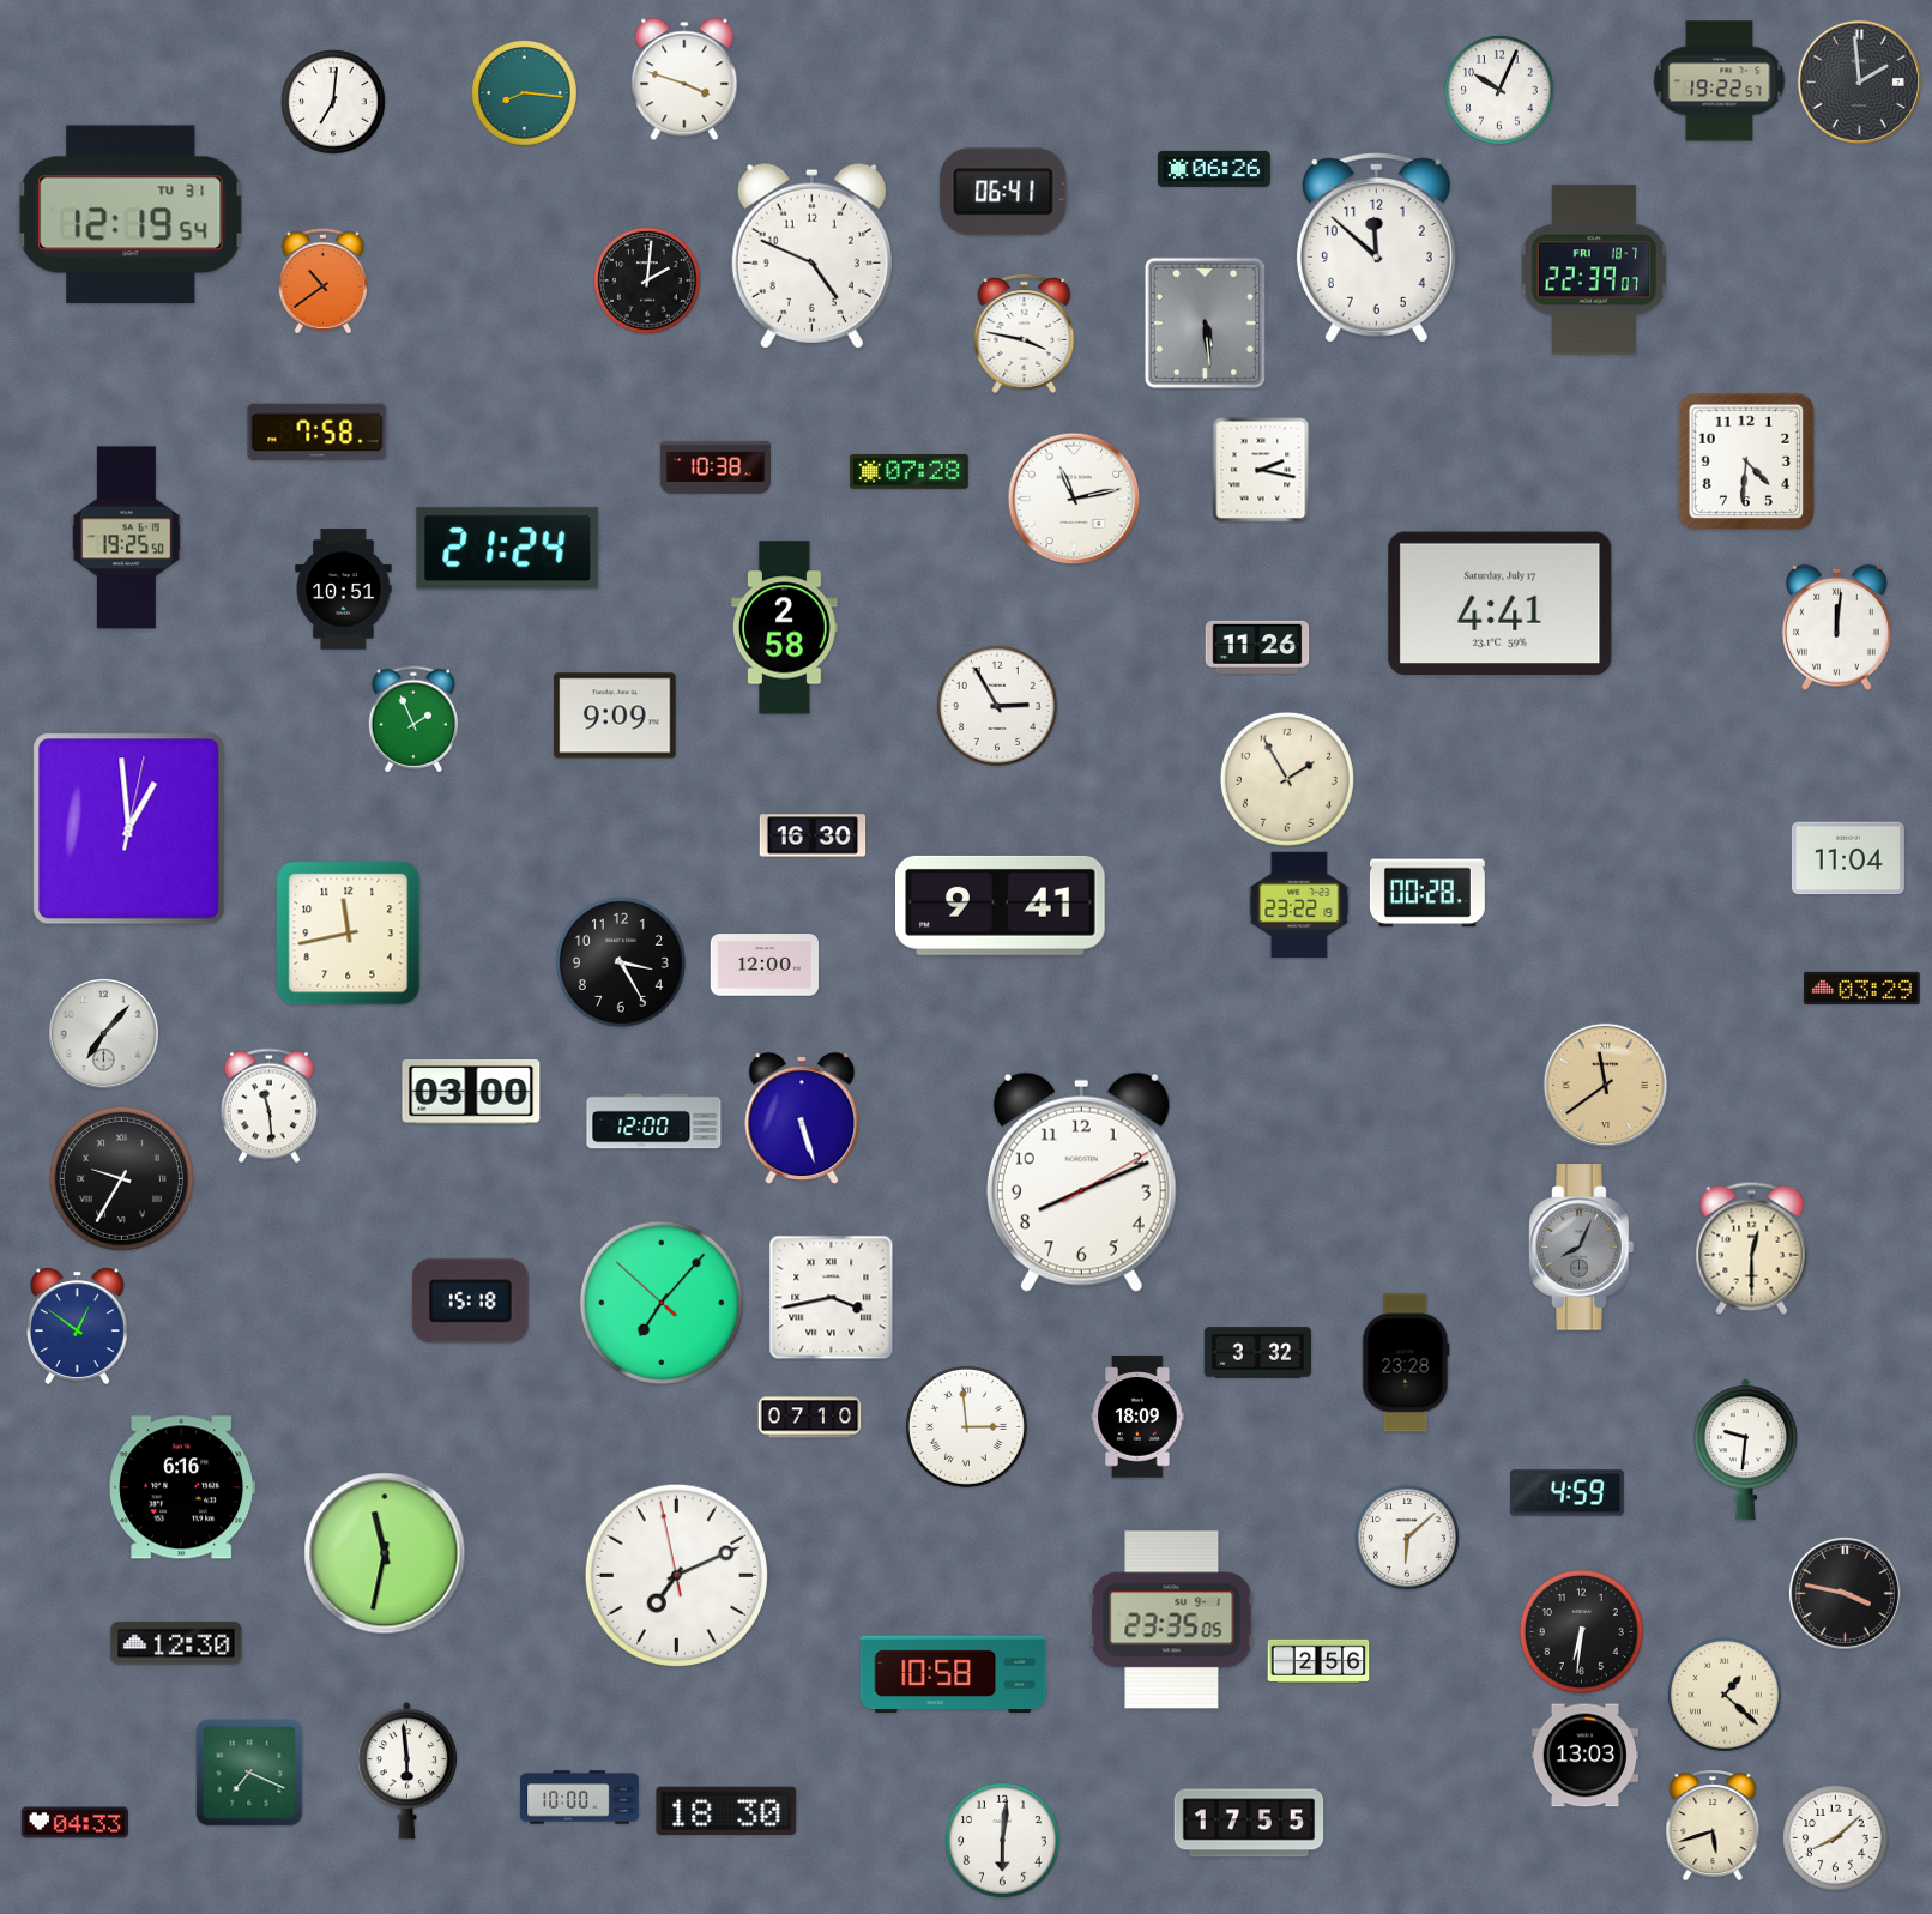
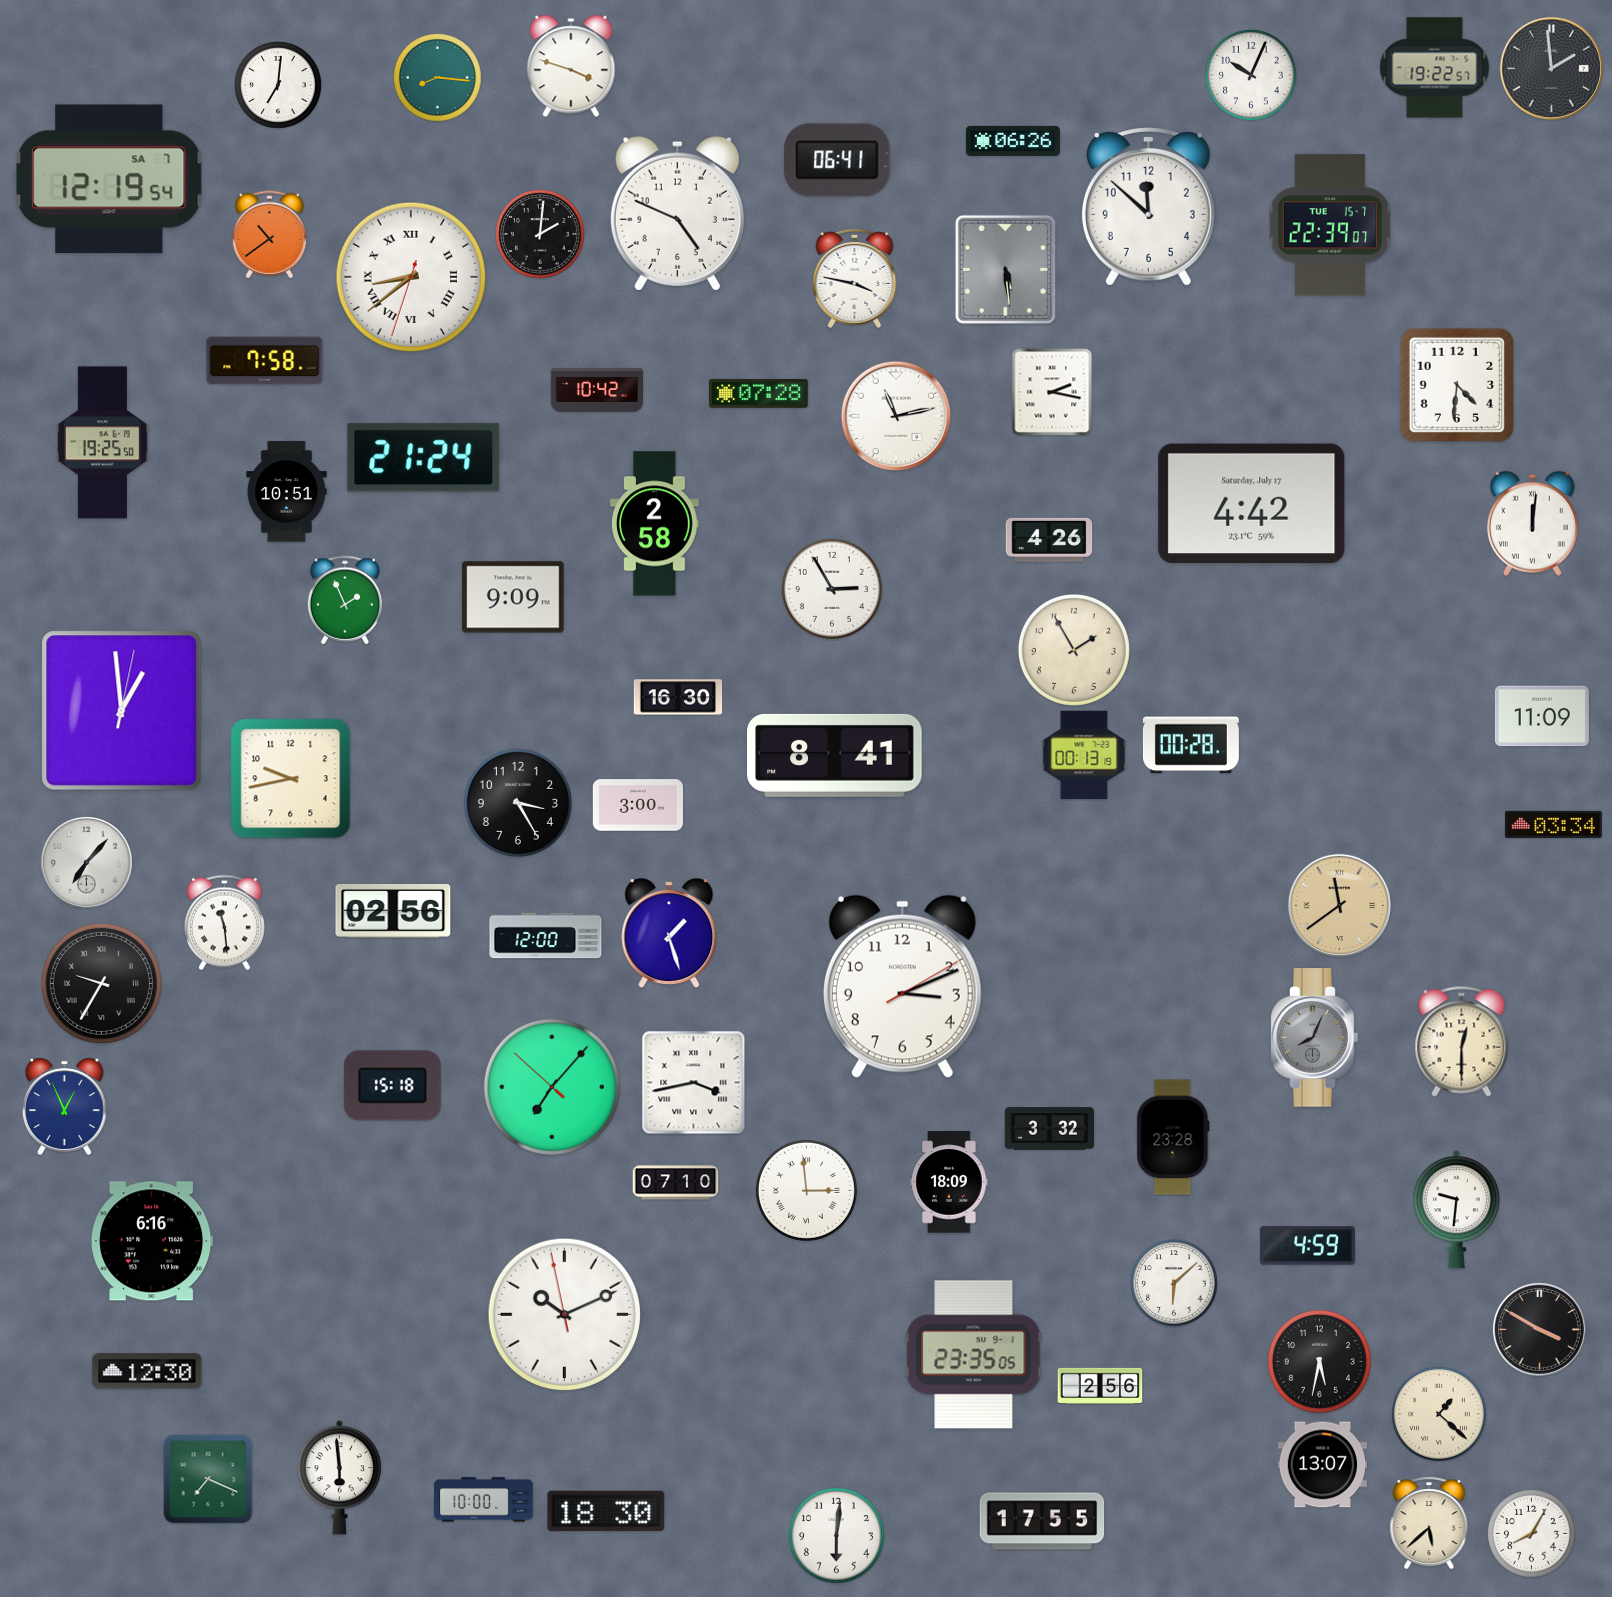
clock at (131, 215) date: TU 31 -> SA 7
clock at (1594, 270) date: FRI 18-7 -> TUE 15-7
clock at (410, 276): none -> 8:38
clock at (716, 467): 10:38 -> 10:42
clock at (127, 538) position: (127, 538) -> (103, 443)
clock at (1501, 604): 4:41 -> 4:42
clock at (1257, 647): 11:26 -> 4:26
clock at (129, 829) position: (129, 829) -> (122, 711)
clock at (1848, 858): 11:04 -> 11:09
clock at (1001, 905): 9:41 -> 8:41
clock at (1299, 905): 23:22 -> 00:13
clock at (349, 934): 11:43 -> 9:43
clock at (763, 965): 12:00 -> 3:00
clock at (1861, 988): 03:29 -> 03:34
clock at (471, 1093): 03:00 -> 02:56
clock at (802, 1119): 5:27 -> 1:27
clock at (1081, 1182): 8:11 -> 3:11
clock at (1582, 1248) position: (1582, 1248) -> (1315, 1038)
clock at (77, 1326): 12:51 -> 12:56
clock at (385, 1553): 11:32 -> none
clock at (676, 1575): 7:10 -> 10:10
clock at (1845, 1593): 3:47 -> 3:50
clock at (1172, 1620) position: (1172, 1620) -> (974, 1355)
clock at (1581, 1631): 6:31 -> 5:32
clock at (953, 1674): 10:58 -> none
clock at (1584, 1756): 13:03 -> 13:07
clock at (76, 1823): 04:33 -> none
clock at (1713, 1825): 5:42 -> 5:38
clock at (1836, 1838): 8:08 -> 8:05
